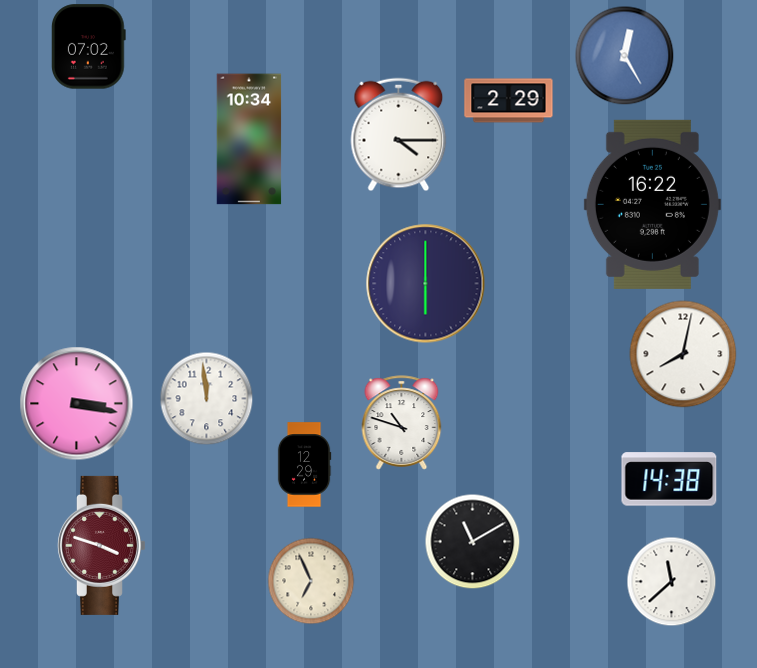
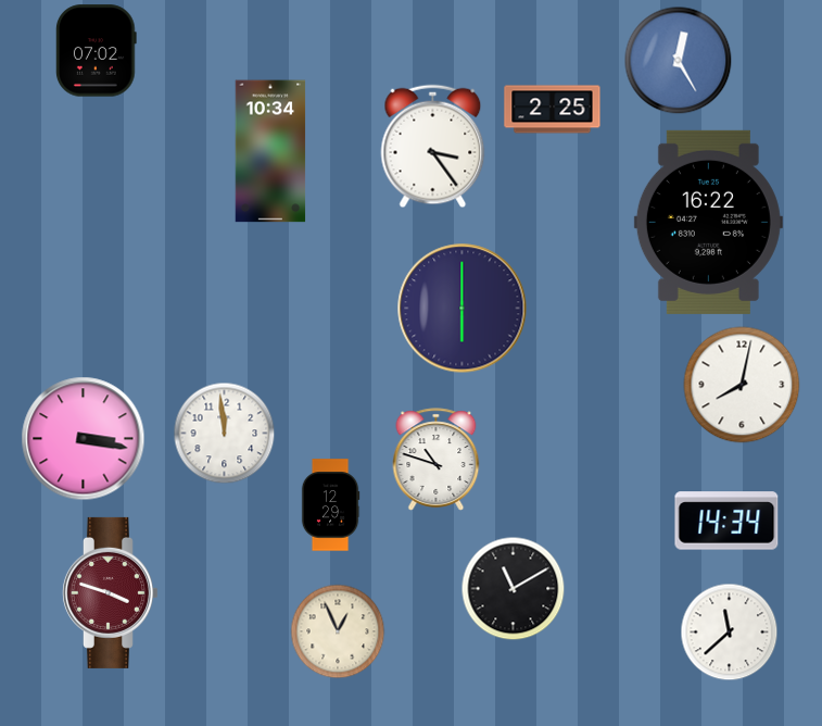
clock at (509, 101): 2:29 -> 2:25
clock at (399, 135): 4:15 -> 3:24
clock at (669, 479): 14:38 -> 14:34
clock at (311, 581): 6:56 -> 12:56
